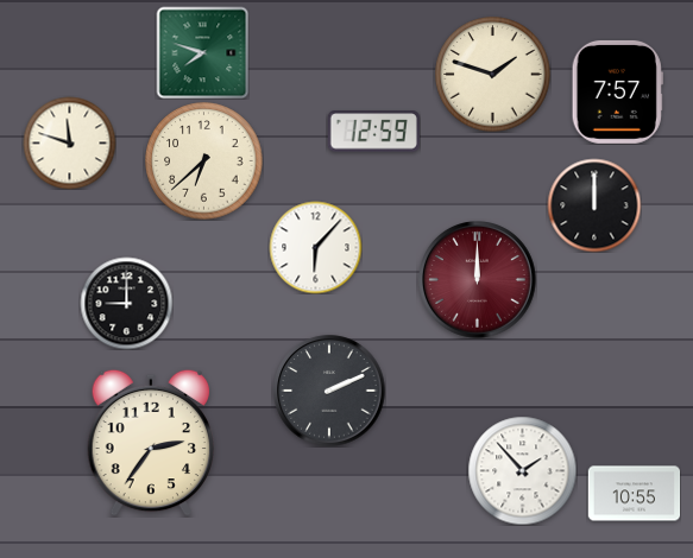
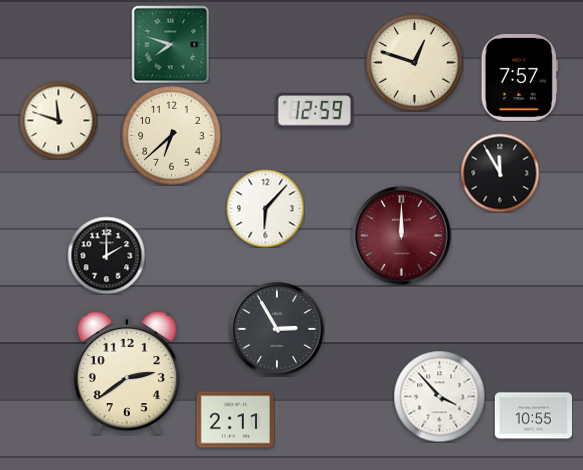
clock at (493, 75): 1:48 -> 12:48
clock at (594, 205): 12:00 -> 11:55
clock at (126, 303): 9:00 -> 2:00
clock at (329, 391): 2:11 -> 2:55
clock at (150, 443): 2:36 -> 2:39
clock at (522, 470): 1:53 -> 3:53
clock at (235, 420): none -> 2:11
